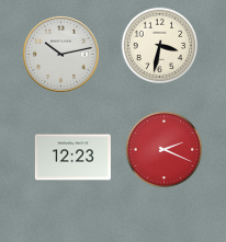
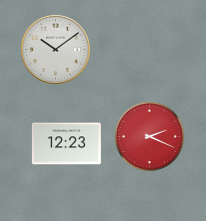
clock at (160, 46): 3:32 -> none
clock at (61, 55): 10:13 -> 10:09
